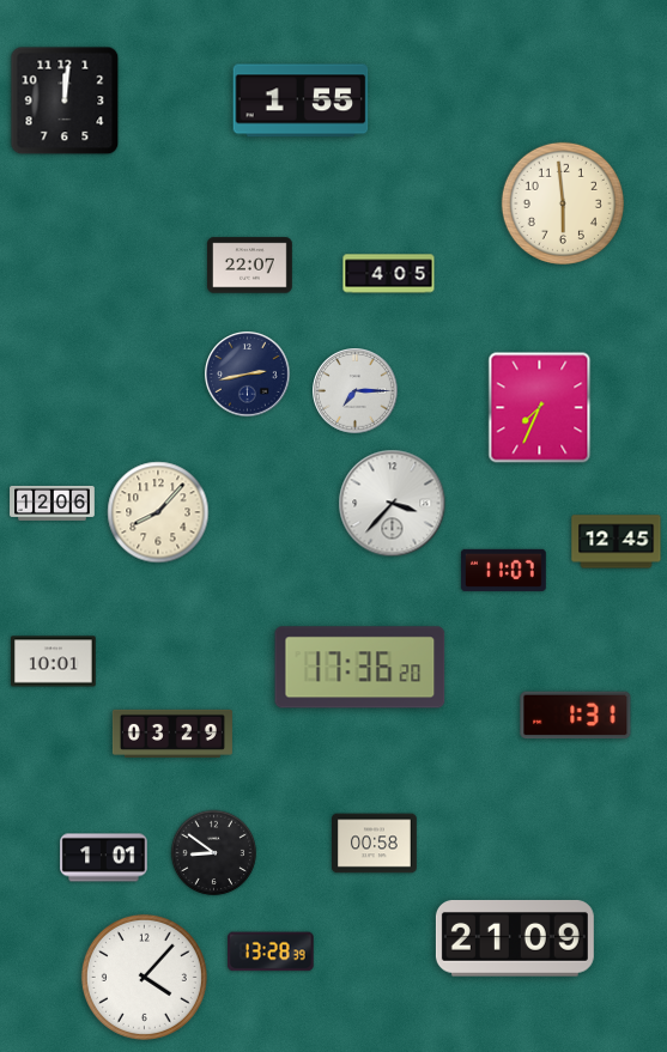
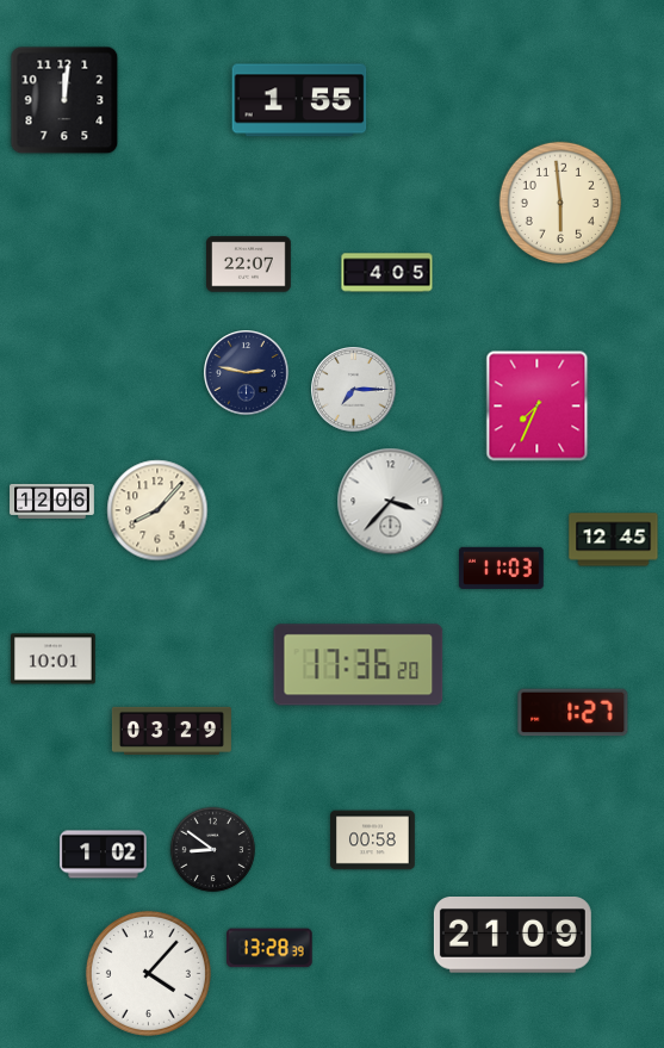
clock at (248, 375): 2:43 -> 2:47
clock at (503, 570): 11:07 -> 11:03
clock at (576, 716): 1:31 -> 1:27
clock at (104, 858): 1:01 -> 1:02
clock at (144, 977) position: (144, 977) -> (148, 973)
